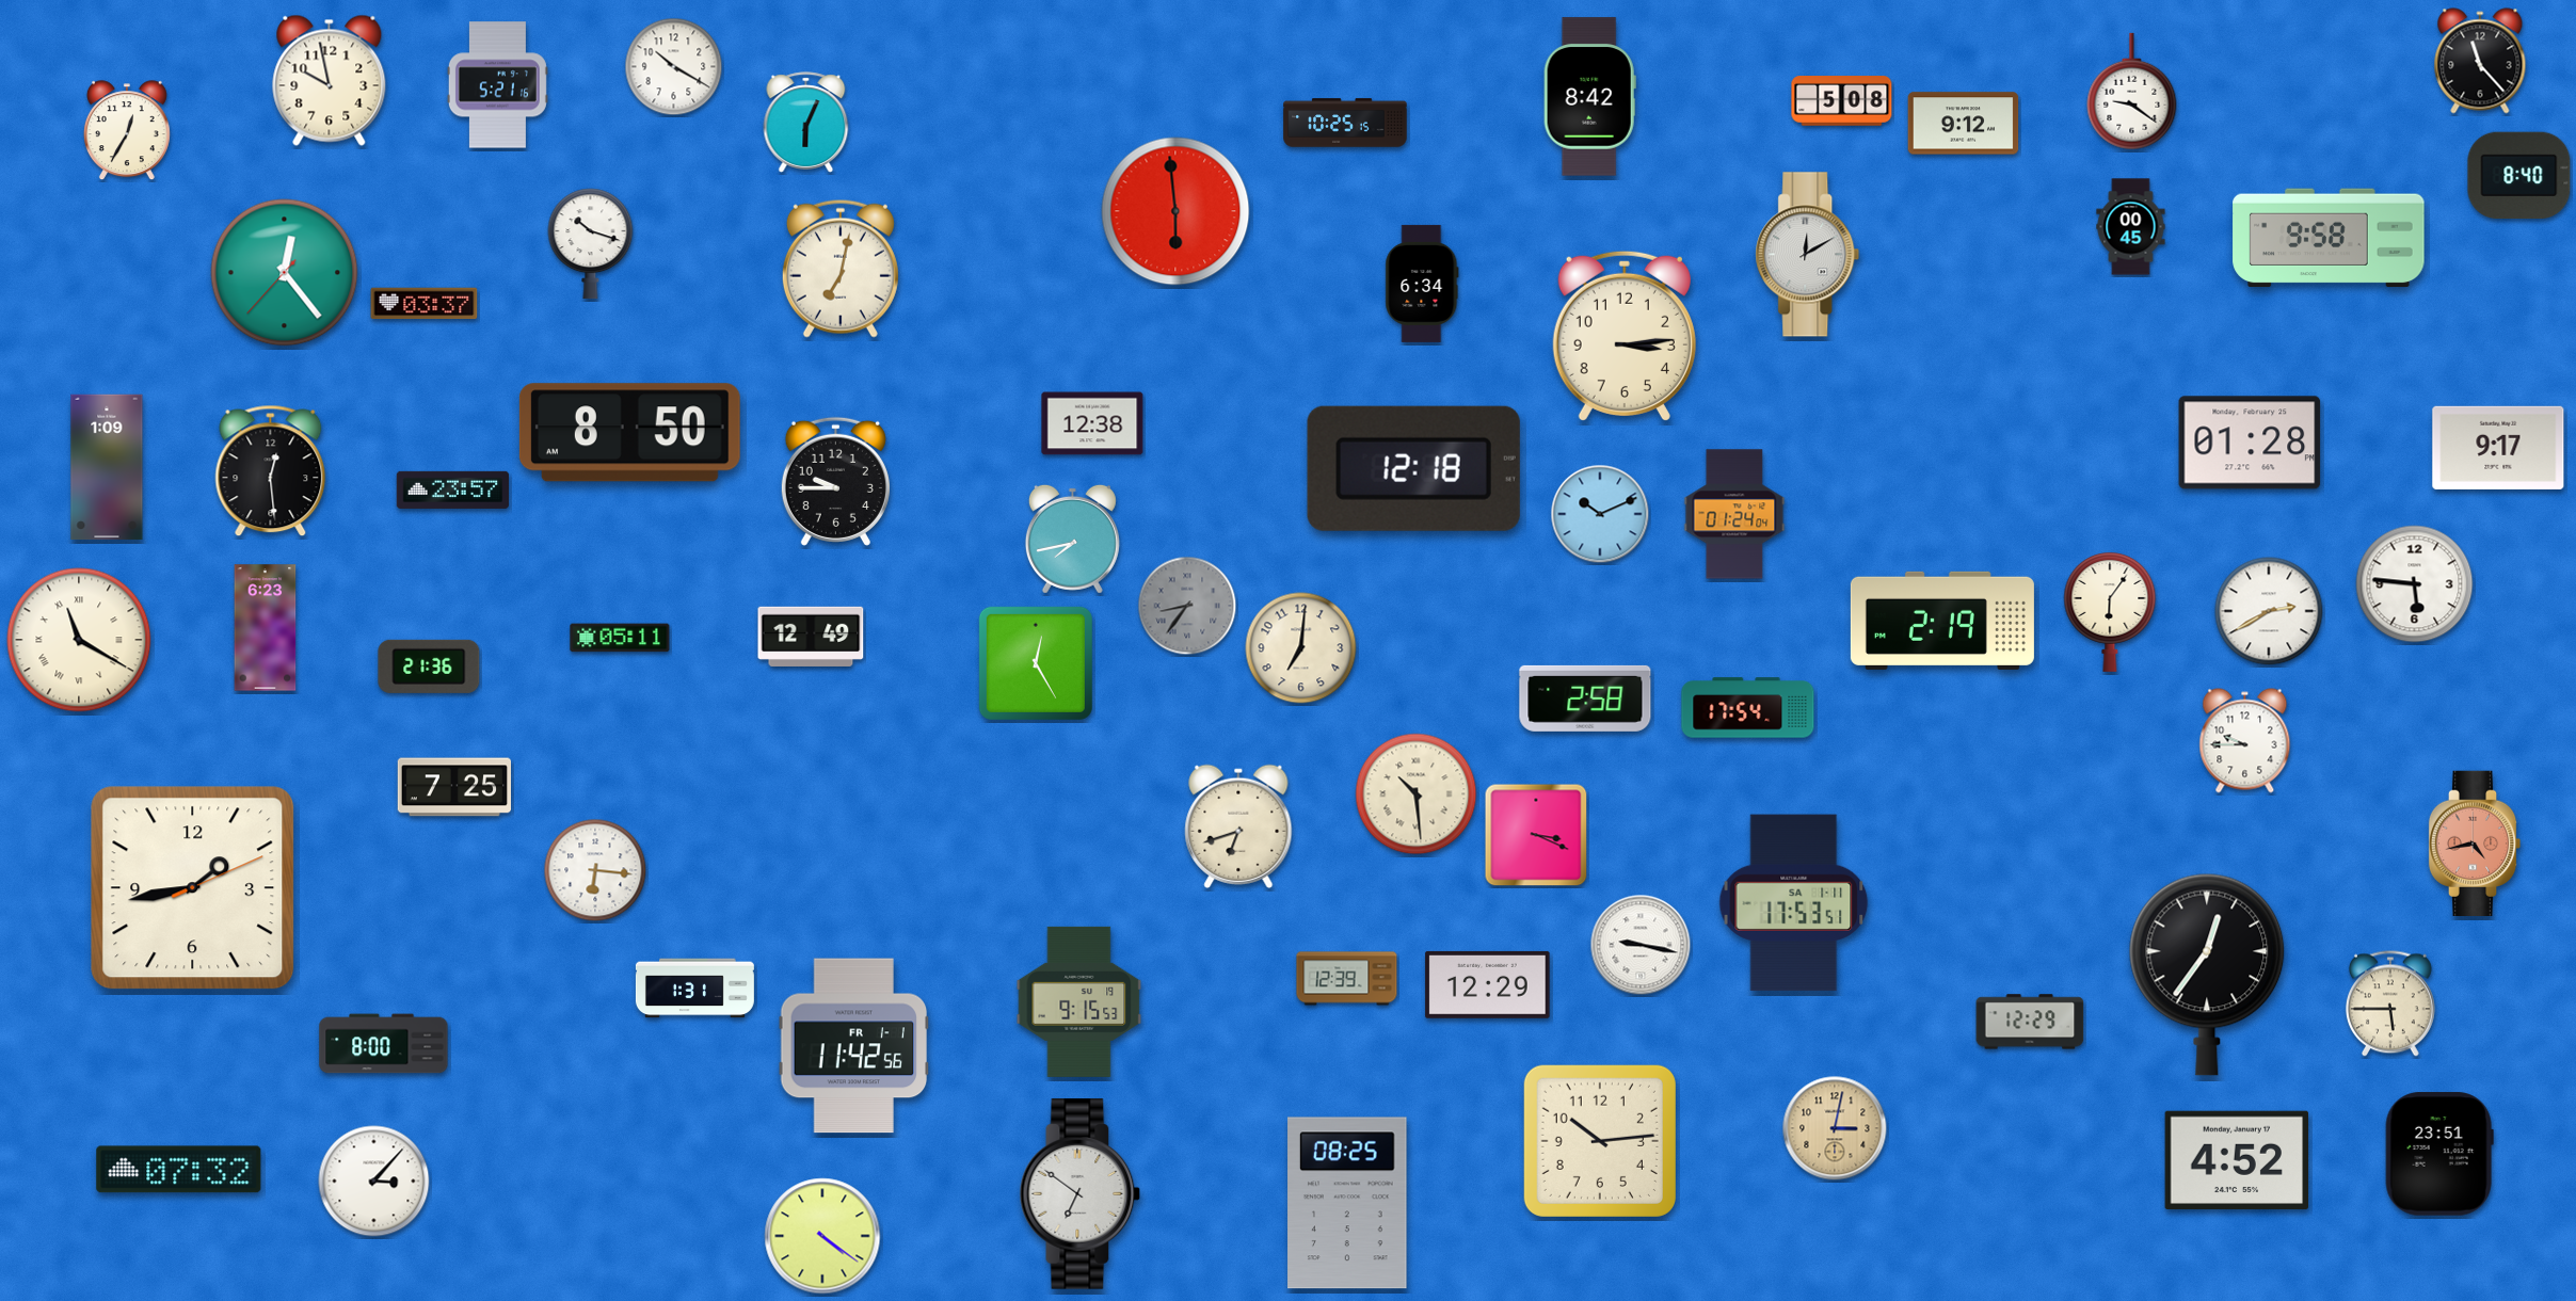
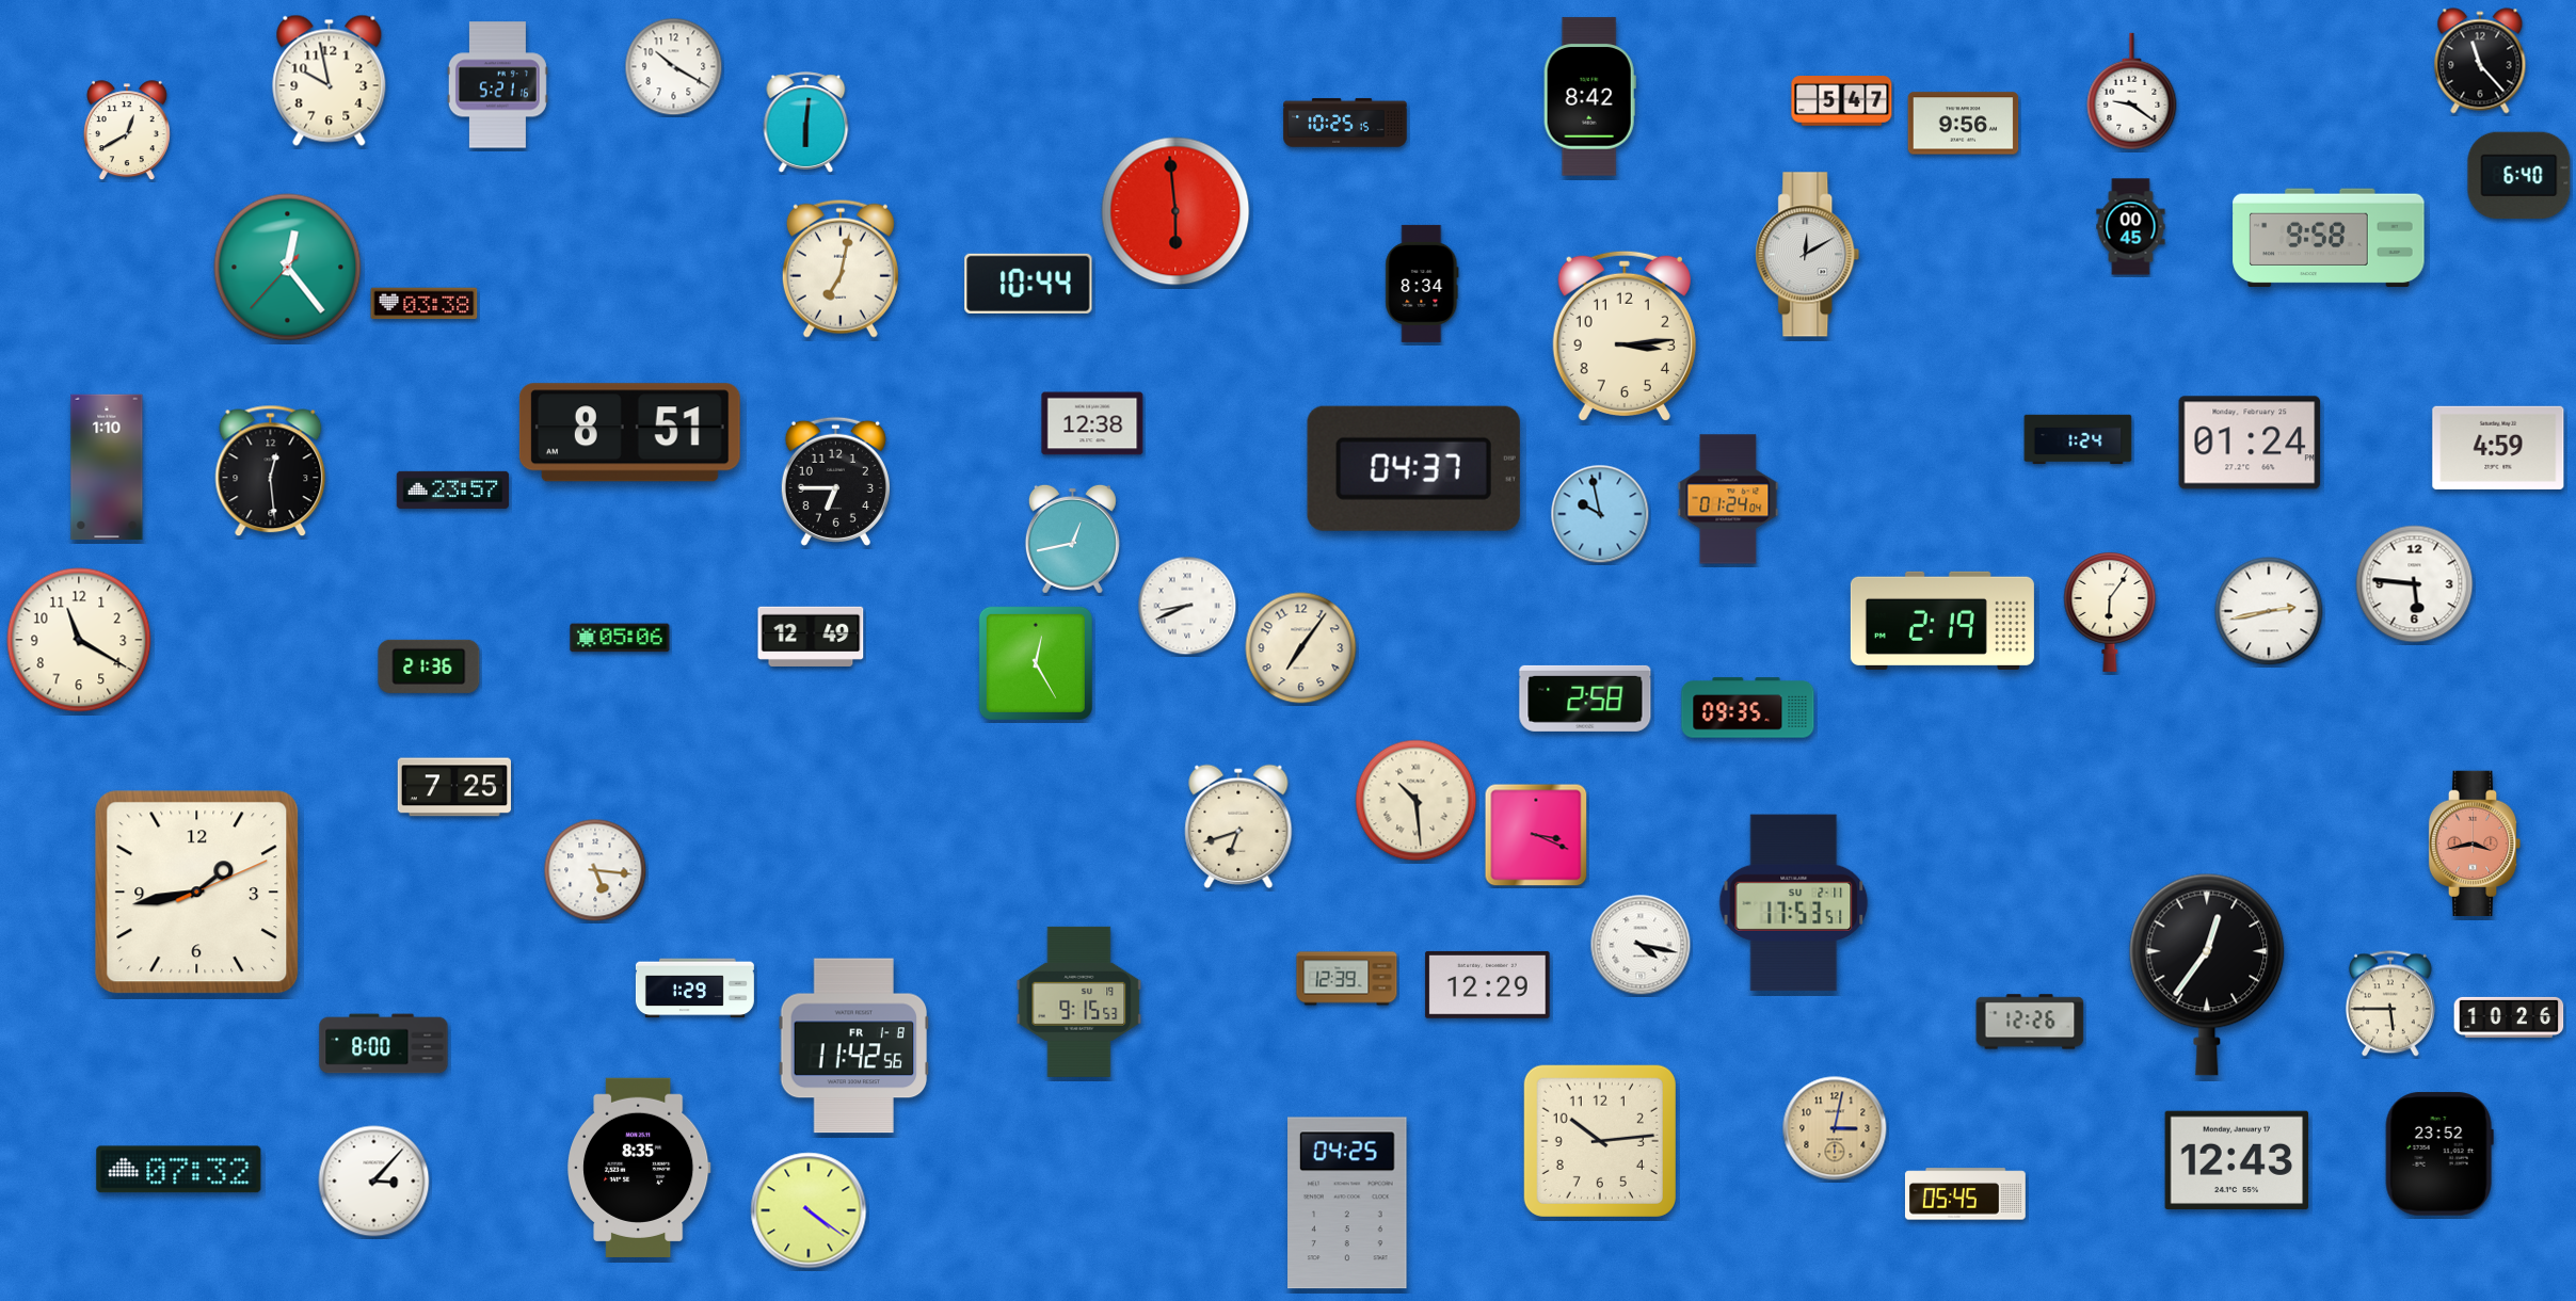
clock at (1842, 101): 5:08 -> 5:47
clock at (806, 123): 6:04 -> 6:01
clock at (1964, 124): 9:12 -> 9:56
clock at (127, 131): 12:35 -> 12:40
clock at (2519, 176): 8:40 -> 6:40
clock at (591, 244): 10:18 -> none
clock at (285, 273) position: (285, 273) -> (288, 268)
clock at (1028, 284): none -> 10:44
clock at (1422, 284): 6:34 -> 8:34
clock at (425, 304): 03:37 -> 03:38
clock at (629, 433): 8:50 -> 8:51
clock at (2078, 439): none -> 1:24
clock at (2250, 443): 01:28 -> 01:24
clock at (2498, 448): 9:17 -> 4:59
clock at (107, 467): 1:09 -> 1:10
clock at (1413, 468): 12:18 -> 04:37
clock at (835, 481): 9:45 -> 6:45
clock at (1600, 514): 10:11 -> 9:58
clock at (1734, 514) position: (1734, 514) -> (1728, 499)
clock at (1072, 539): 7:43 -> 12:43
clock at (1187, 606): 8:36 -> 8:41
clock at (1187, 606) dial: grey -> white
clock at (2269, 611): 2:40 -> 2:43
clock at (266, 628): 6:23 -> none
clock at (620, 638): 05:11 -> 05:06
clock at (79, 640) numerals: Roman -> Arabic
clock at (1301, 648): 7:01 -> 7:06
clock at (1748, 708): 17:54 -> 09:35
clock at (2245, 741): 9:45 -> none
clock at (1417, 794) position: (1417, 794) -> (1417, 801)
clock at (2475, 842): 4:43 -> 3:43
clock at (595, 870): 6:16 -> 5:16
clock at (193, 888) position: (193, 888) -> (197, 893)
clock at (1794, 903) date: SA 1-11 -> SU 2-11
clock at (1641, 945): 9:17 -> 4:17
clock at (694, 989): 1:31 -> 1:29
clock at (2509, 1017): none -> 10:26
clock at (2030, 1022): 12:29 -> 12:26
clock at (854, 1046) date: FR 1-1 -> FR 1-8
clock at (2439, 1154): 23:51 -> 23:52
clock at (2237, 1159): 4:52 -> 12:43
clock at (640, 1168): none -> 8:35
clock at (1081, 1194): 6:51 -> none
clock at (1966, 1194): none -> 05:45
clock at (1347, 1203): 08:25 -> 04:25
clock at (822, 1236) position: (822, 1236) -> (809, 1210)
